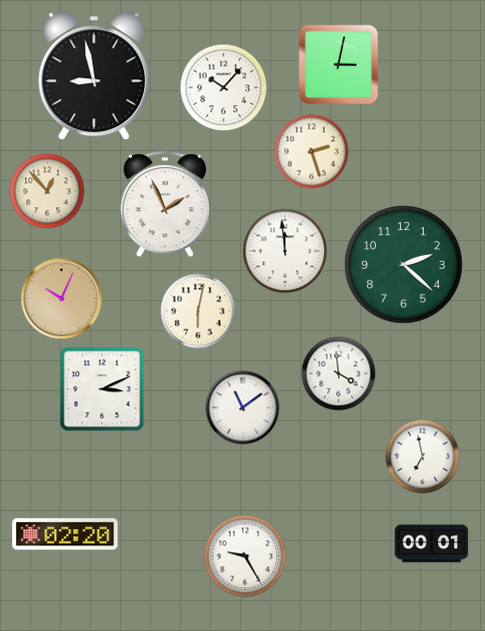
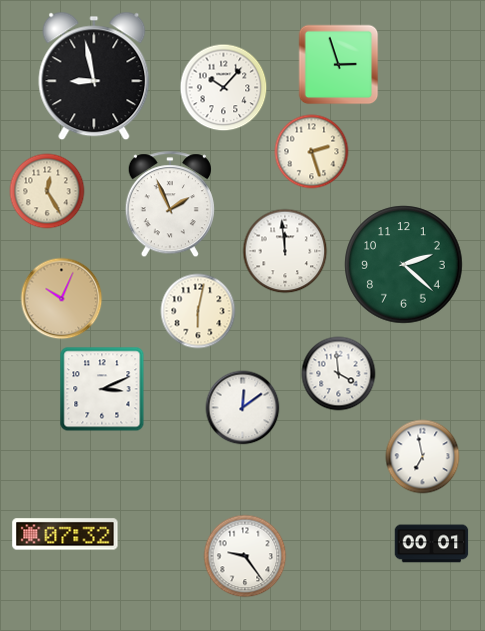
clock at (339, 65): 3:02 -> 2:57
clock at (47, 191): 12:53 -> 12:25
clock at (165, 205) position: (165, 205) -> (170, 205)
clock at (243, 408): 11:09 -> 12:09
clock at (65, 534): 02:20 -> 07:32
clock at (245, 556): 9:25 -> 9:24
